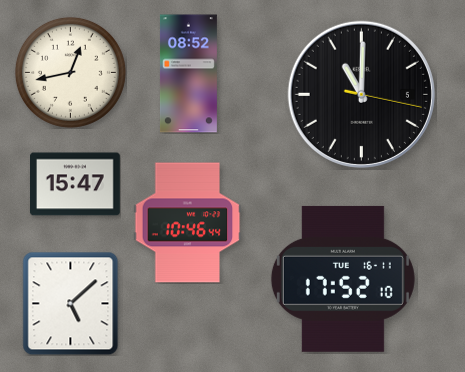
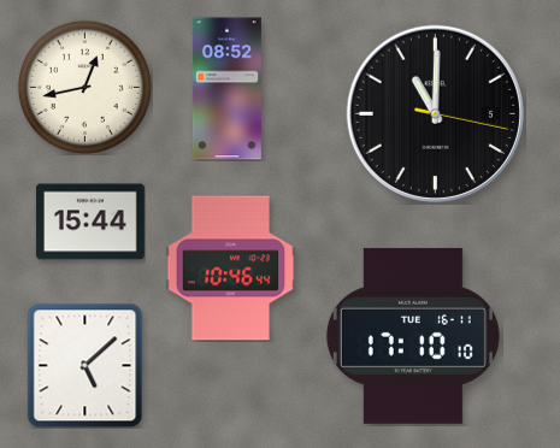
clock at (76, 184): 15:47 -> 15:44
clock at (188, 223) position: (188, 223) -> (231, 269)
clock at (343, 279): 17:52 -> 17:10
